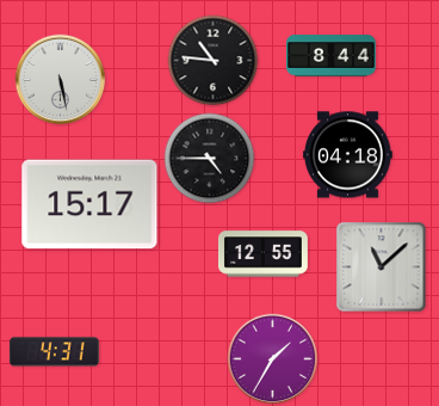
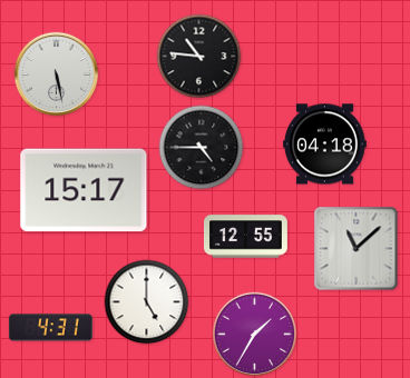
clock at (332, 56): 8:44 -> none
clock at (210, 159) position: (210, 159) -> (202, 148)
clock at (147, 302): none -> 5:00
